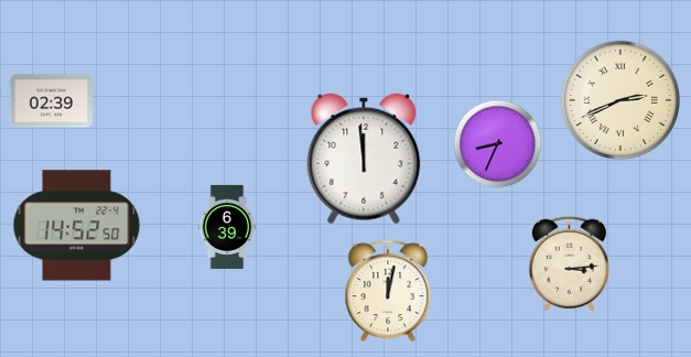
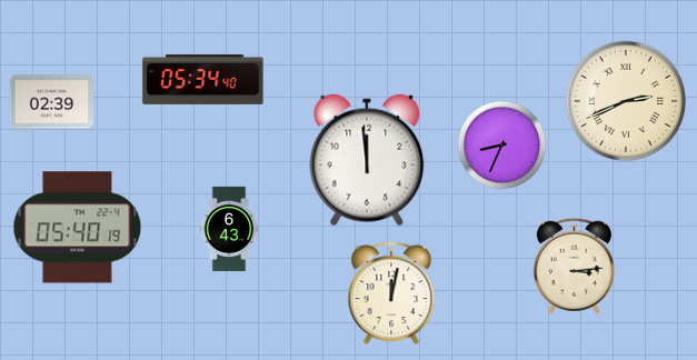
clock at (203, 79): none -> 05:34
clock at (77, 226): 14:52 -> 05:40
clock at (227, 227): 6:39 -> 6:43
